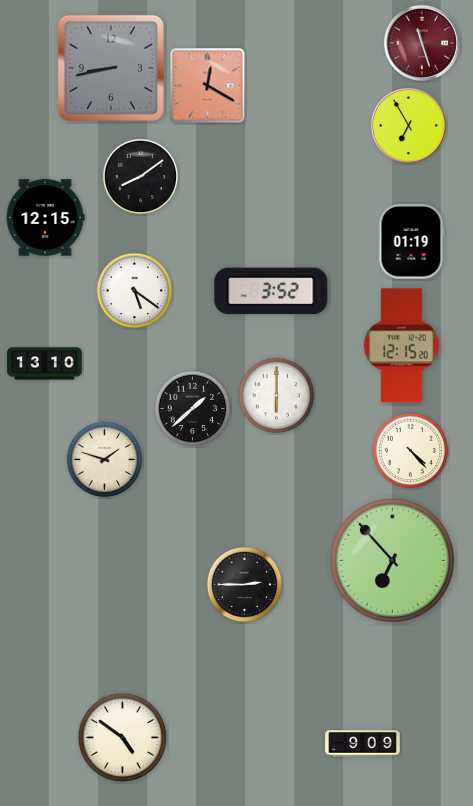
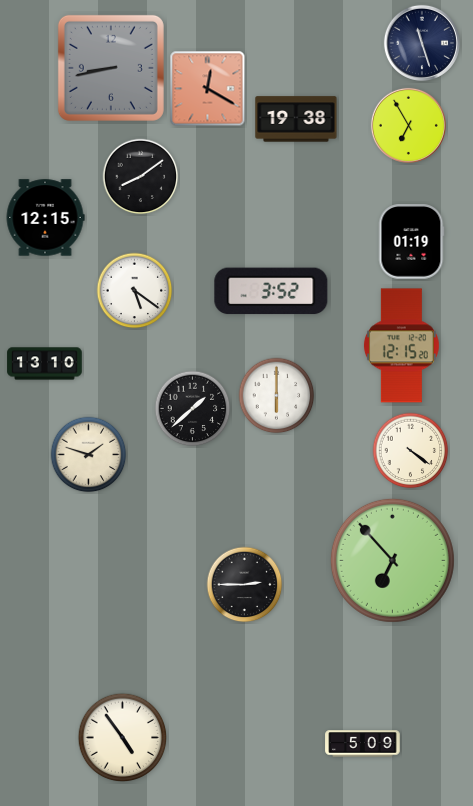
clock at (422, 43) dial: burgundy -> navy
clock at (208, 86) position: (208, 86) -> (208, 89)
clock at (296, 119): none -> 19:38
clock at (411, 451): 4:23 -> 4:21
clock at (105, 460) position: (105, 460) -> (89, 455)
clock at (123, 738): 4:51 -> 4:54
clock at (363, 744): 9:09 -> 5:09
